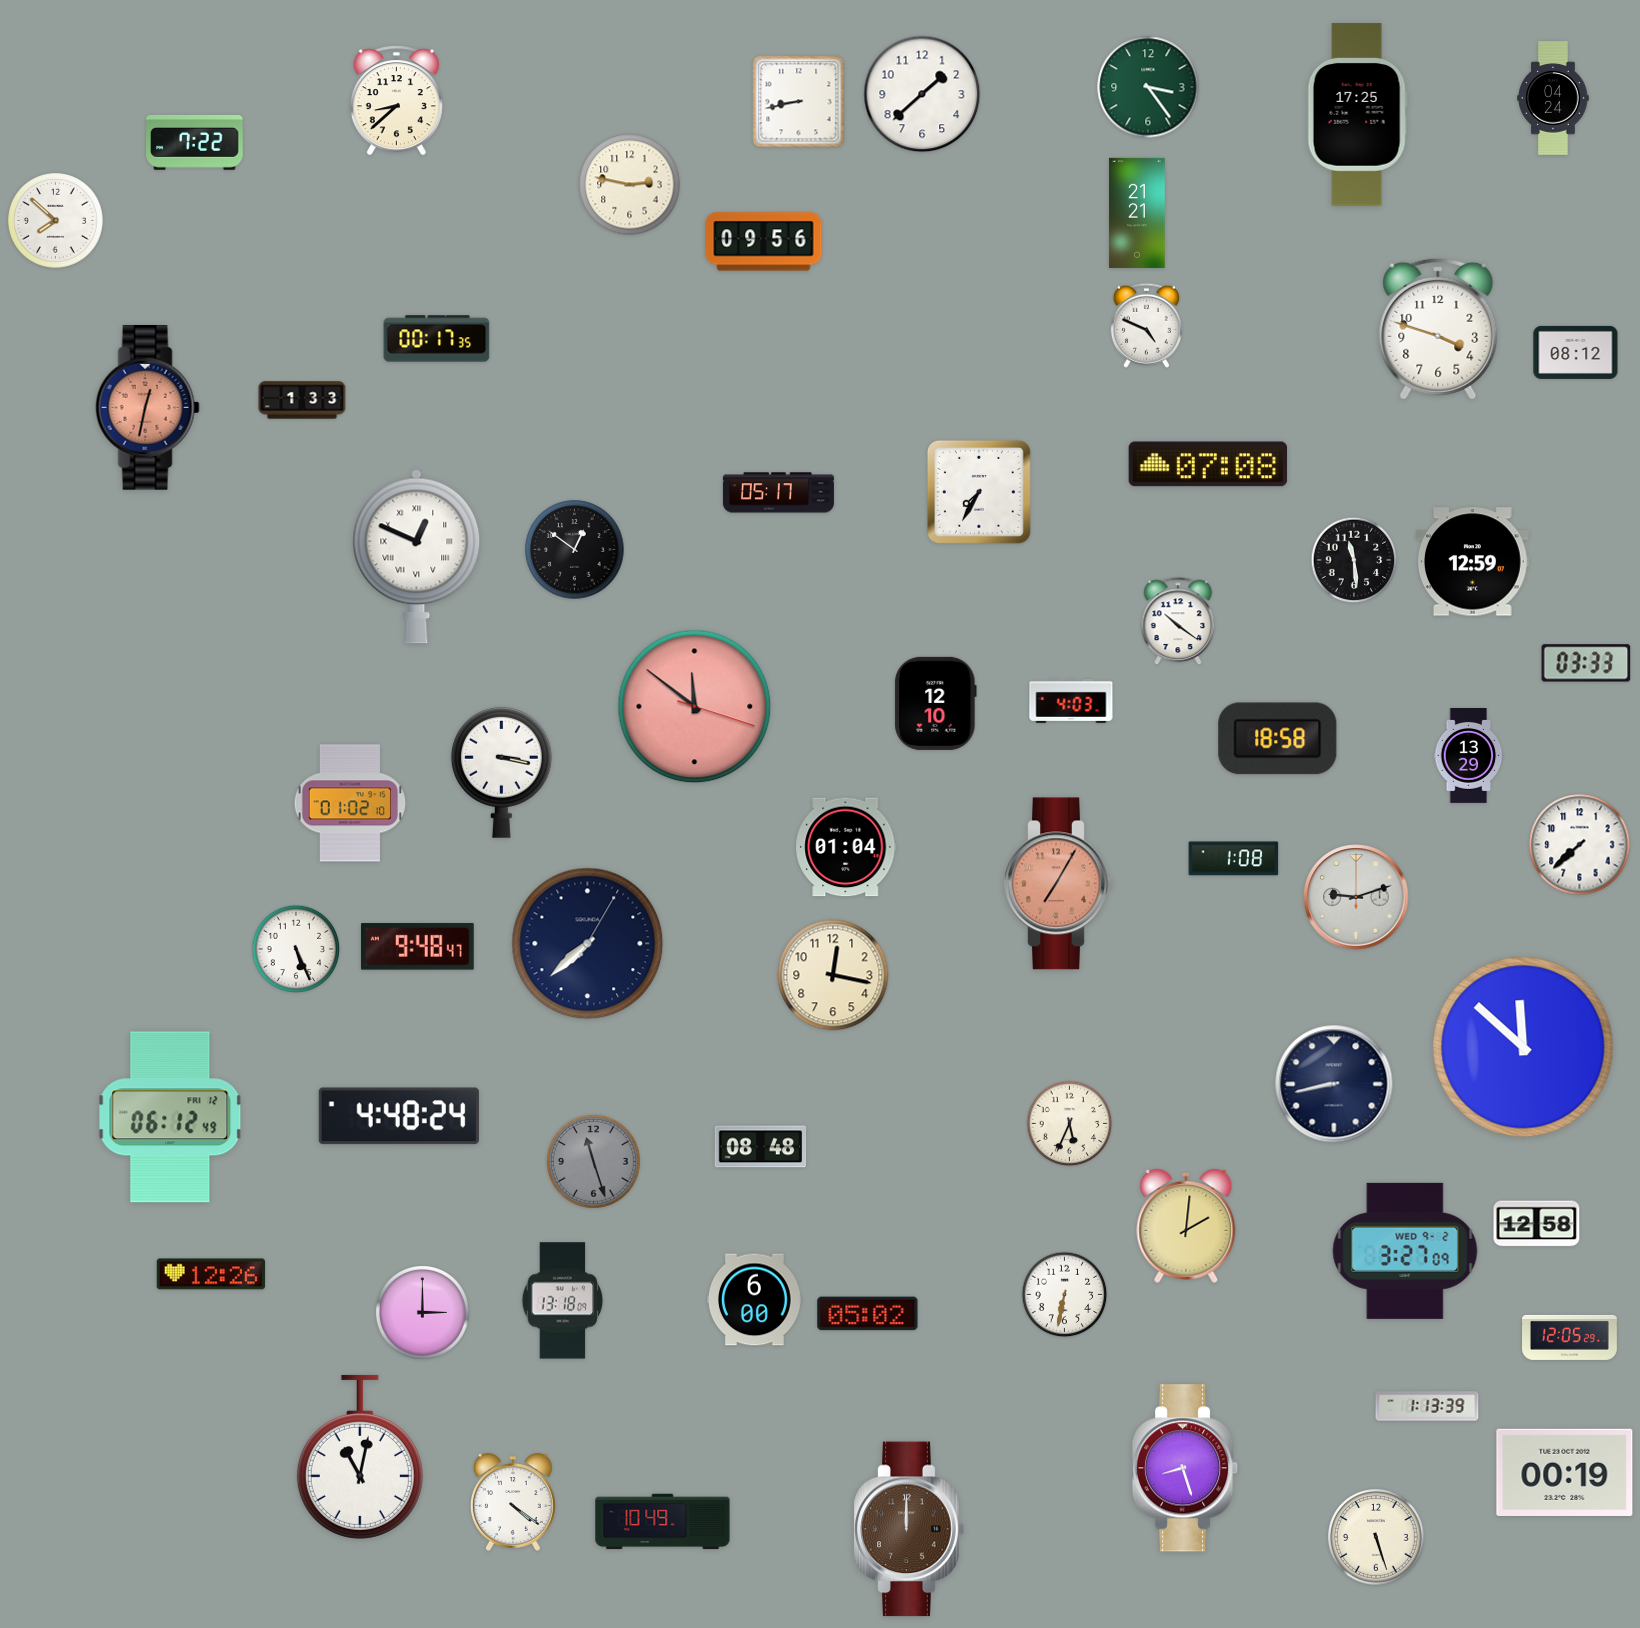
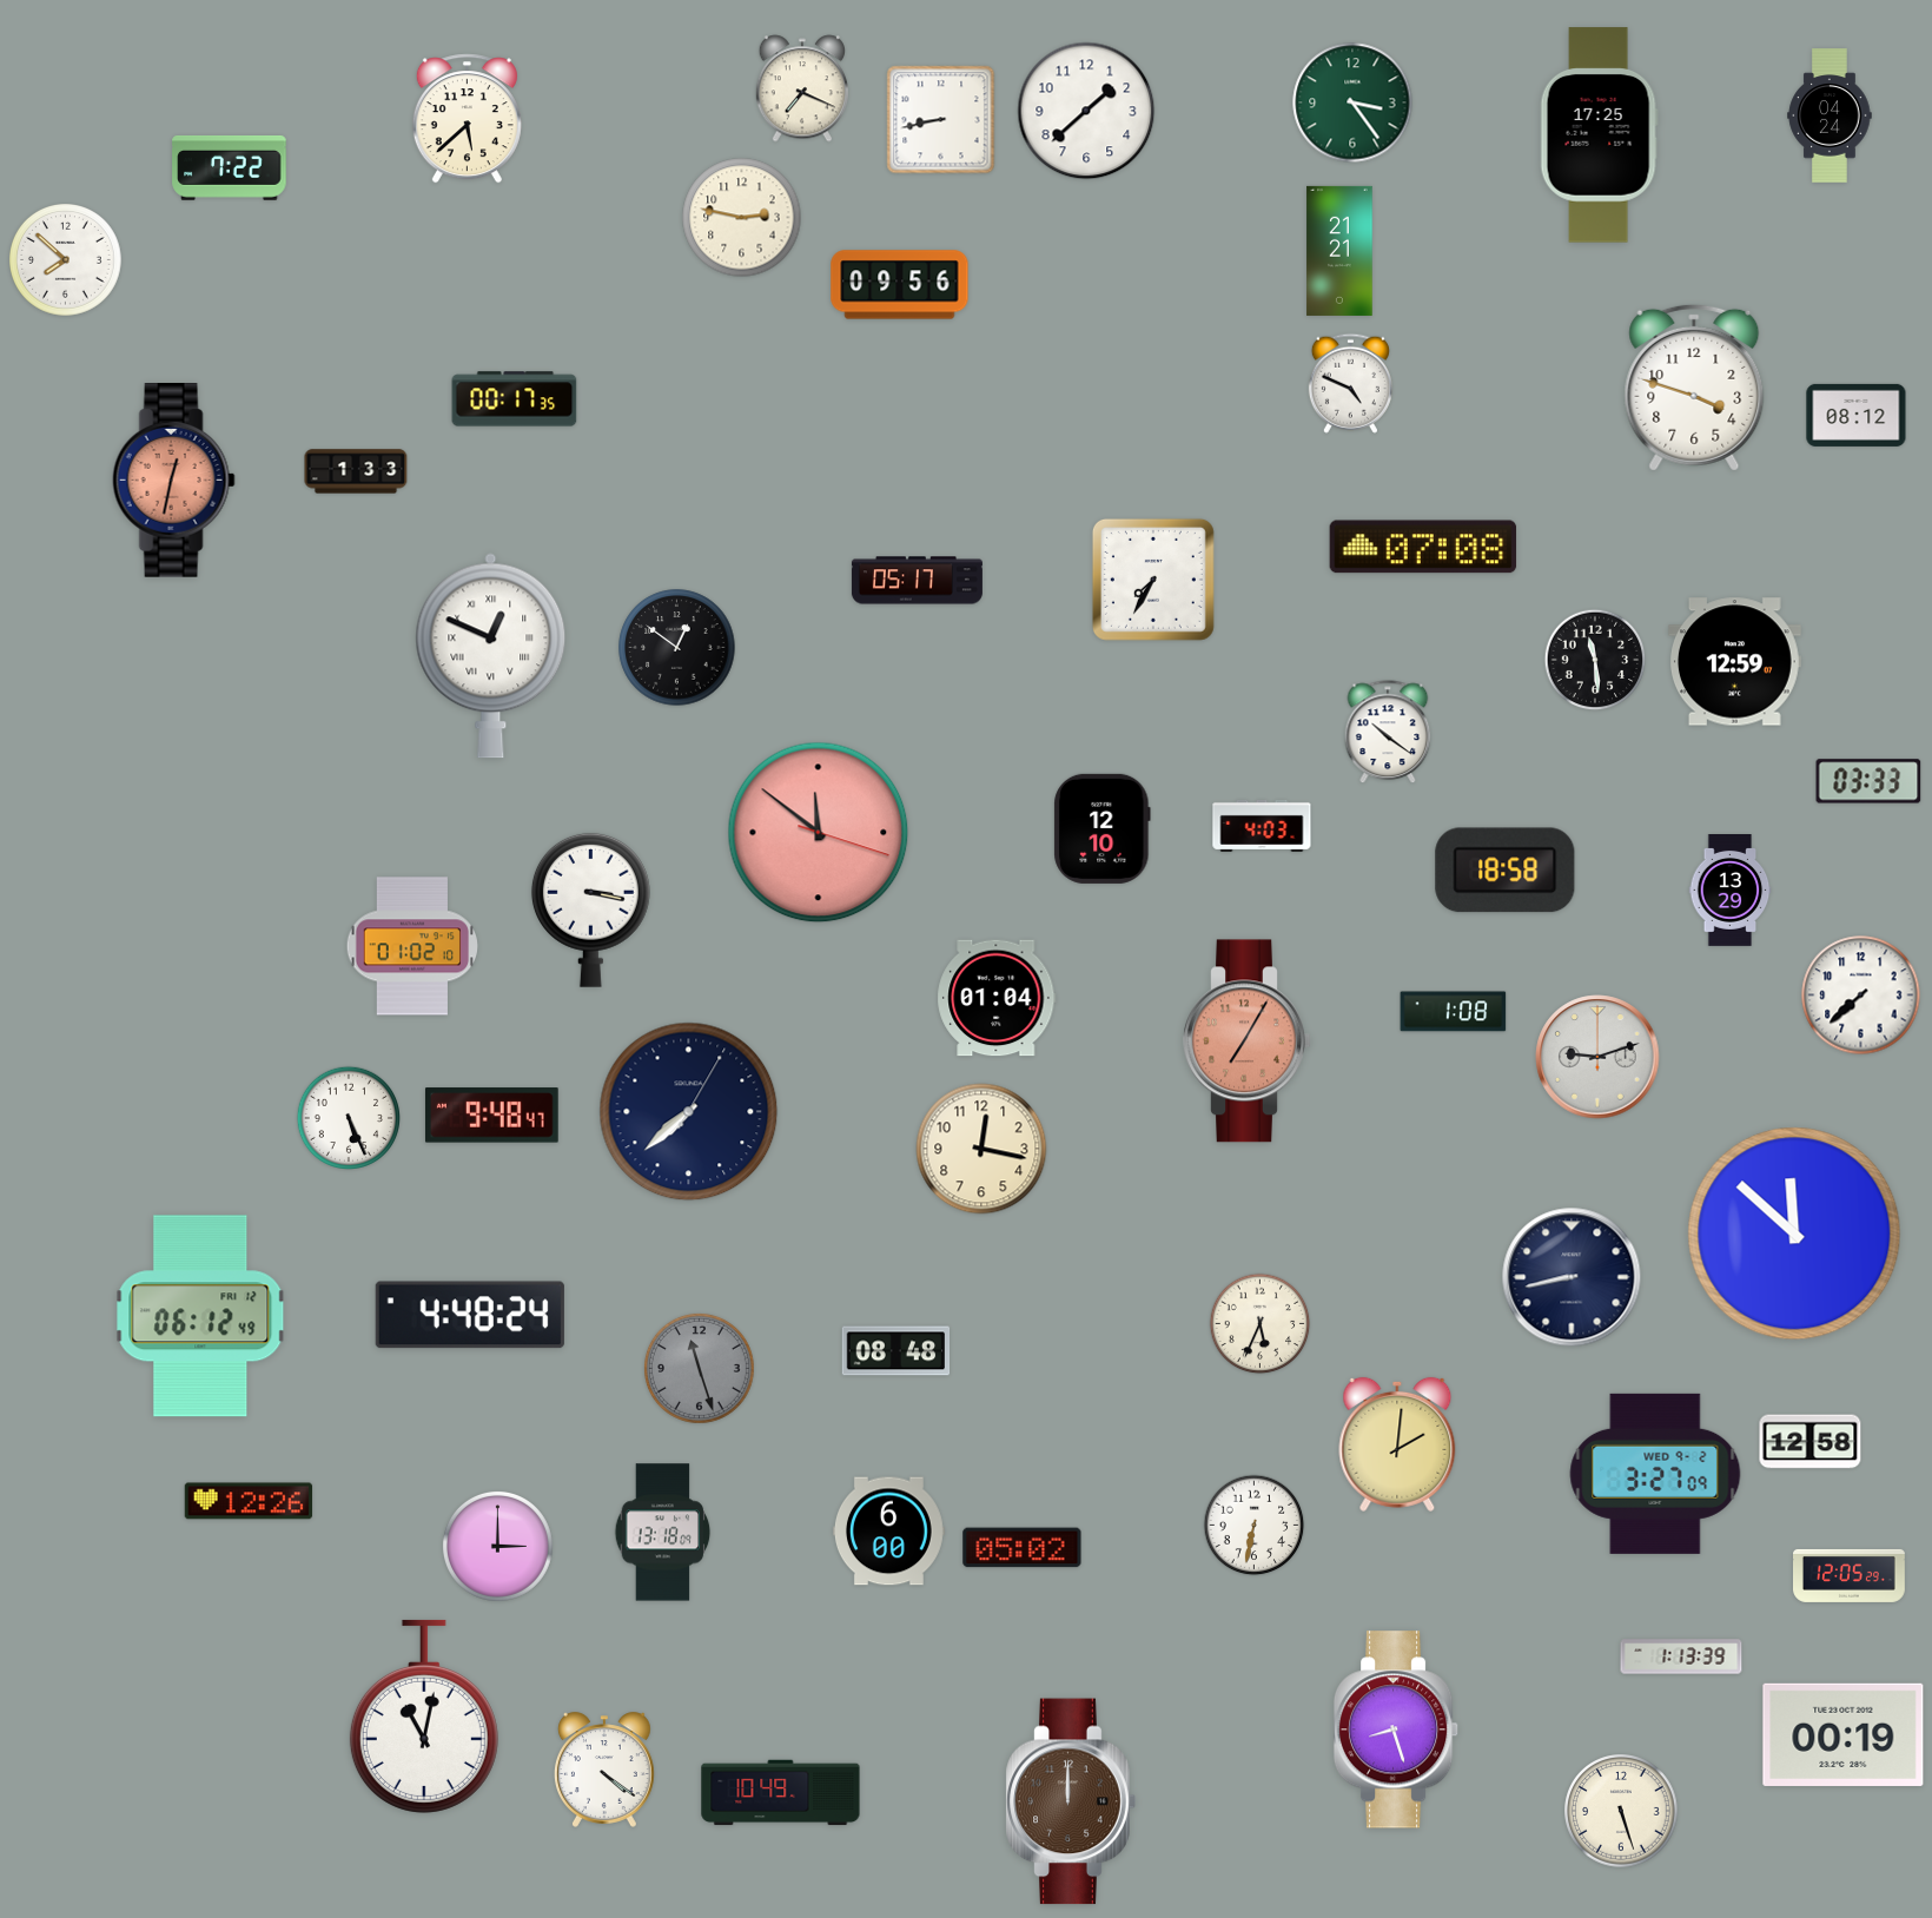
clock at (801, 88): none -> 7:19
clock at (396, 101): 8:38 -> 5:38
clock at (588, 944) position: (588, 944) -> (689, 1112)
